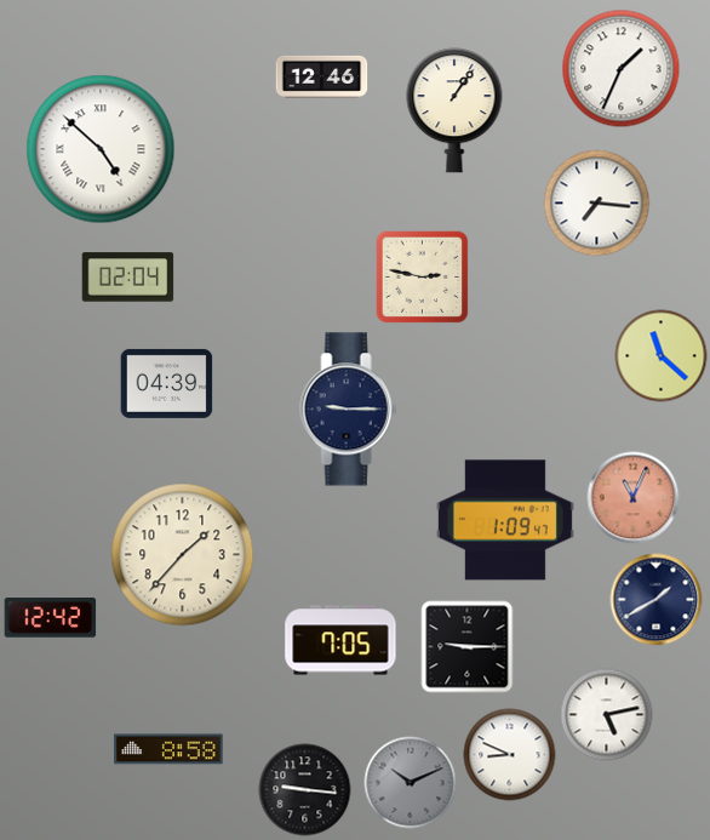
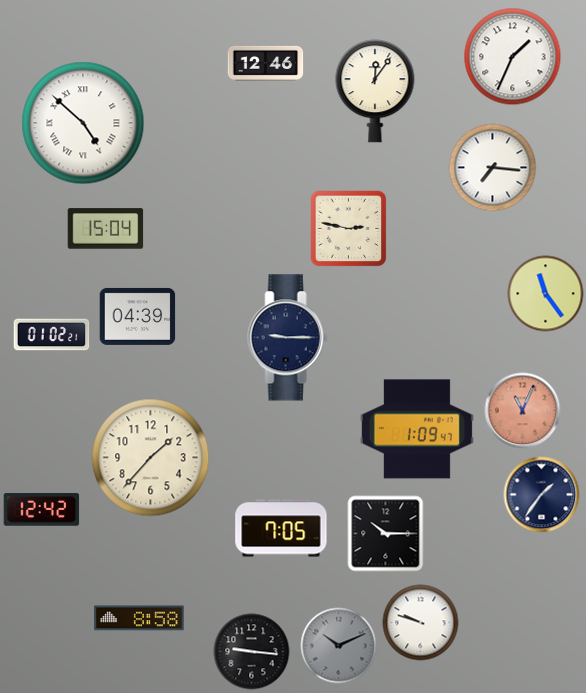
clock at (454, 110): 1:06 -> 12:06
clock at (128, 278): 02:04 -> 15:04
clock at (662, 356): 11:22 -> 11:24
clock at (52, 335): none -> 01:02
clock at (657, 600): 1:40 -> 1:36
clock at (468, 647): 9:15 -> 10:15
clock at (607, 715): 5:13 -> none
clock at (510, 755): 8:49 -> 9:48
